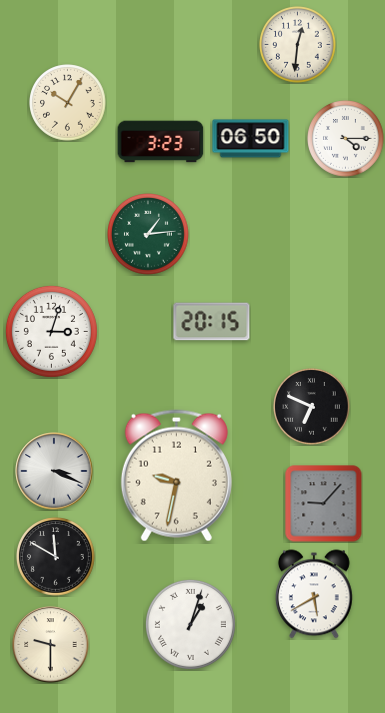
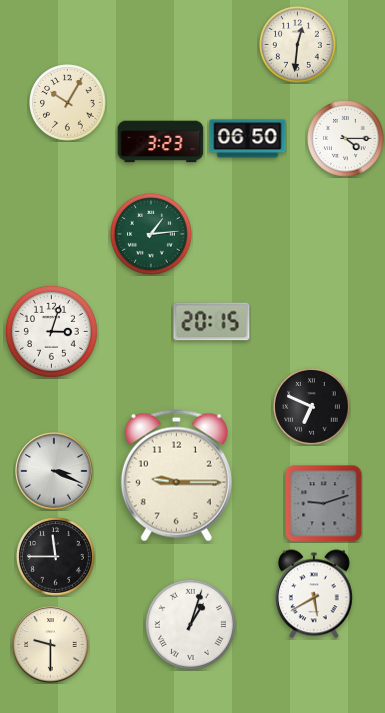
clock at (251, 139) position: (251, 139) -> (248, 139)
clock at (149, 235) position: (149, 235) -> (152, 235)
clock at (176, 476): 9:32 -> 9:15
clock at (324, 504): 9:07 -> 9:12
clock at (56, 557): 11:50 -> 11:45
